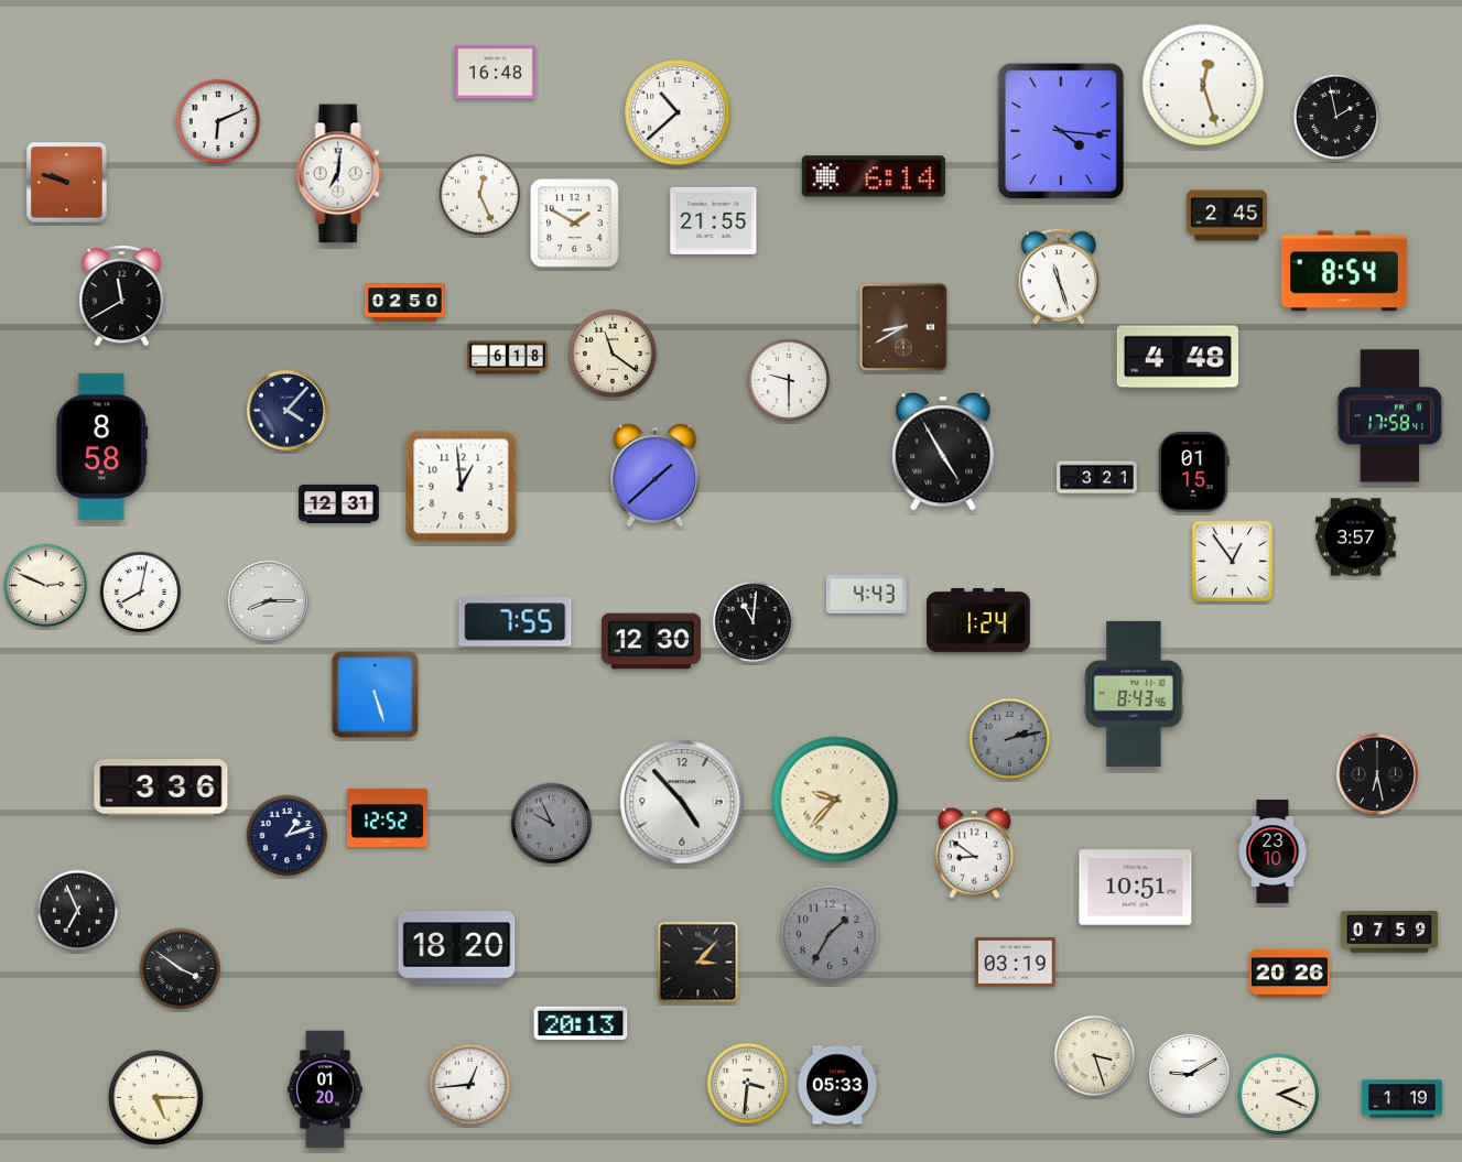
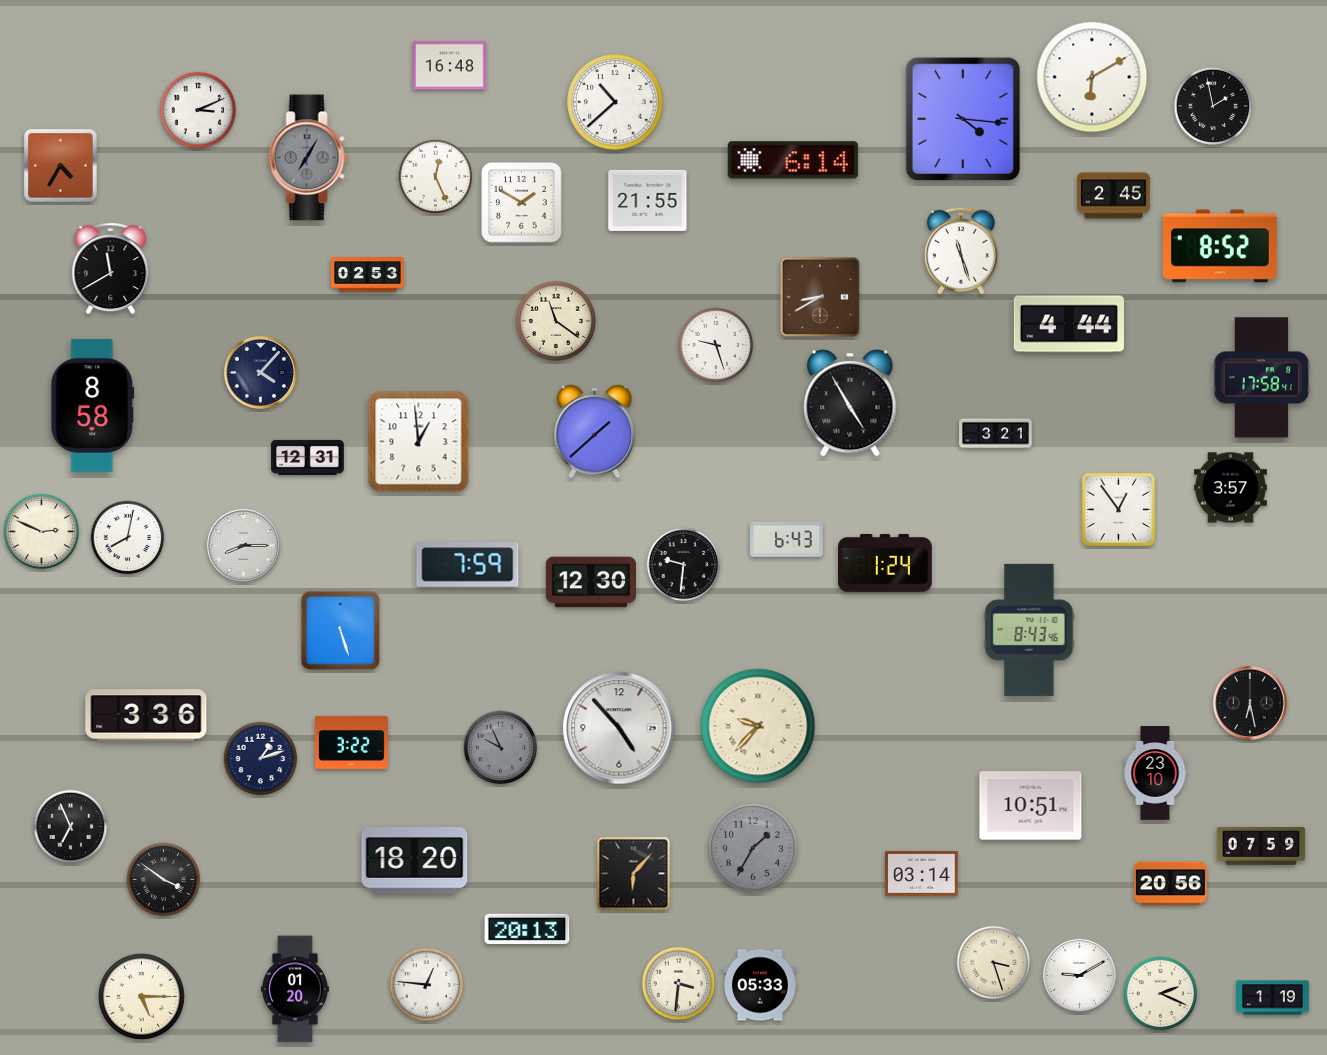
clock at (1203, 85): 12:27 -> 6:10
clock at (218, 121): 6:11 -> 3:11
clock at (340, 174): 7:01 -> 7:05
clock at (340, 174) dial: white -> grey
clock at (67, 183): 9:48 -> 4:35
clock at (1344, 271): 8:54 -> 8:52
clock at (405, 303): 02:50 -> 02:53
clock at (1178, 357): 4:48 -> 4:44
clock at (508, 358): 6:18 -> none
clock at (789, 380): 9:30 -> 9:27
clock at (943, 452) position: (943, 452) -> (850, 403)
clock at (1194, 471): 01:15 -> none
clock at (866, 594): 4:43 -> 6:43
clock at (978, 620) position: (978, 620) -> (885, 563)
clock at (516, 622): 7:55 -> 7:59
clock at (754, 622): 11:01 -> 9:31
clock at (1010, 739): 2:13 -> none
clock at (388, 817): 12:52 -> 3:22
clock at (974, 853): 8:51 -> none
clock at (1016, 962): 03:19 -> 03:14
clock at (698, 963): 3:07 -> 6:07
clock at (1290, 974): 20:26 -> 20:56
clock at (1095, 1056) position: (1095, 1056) -> (994, 963)
clock at (470, 1085): 12:44 -> 12:46
